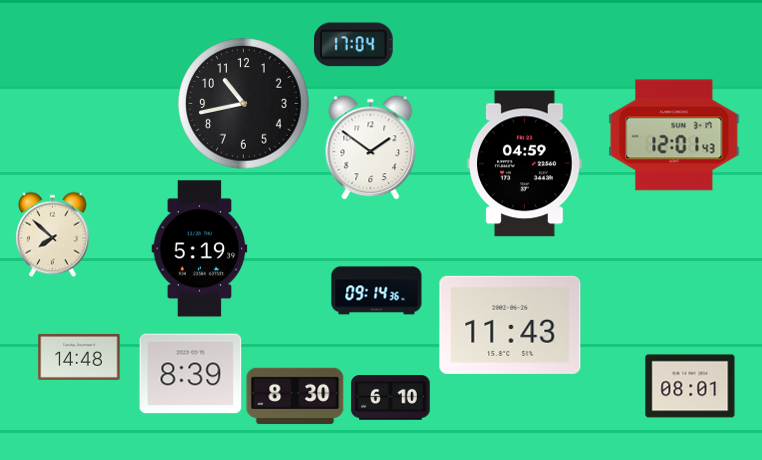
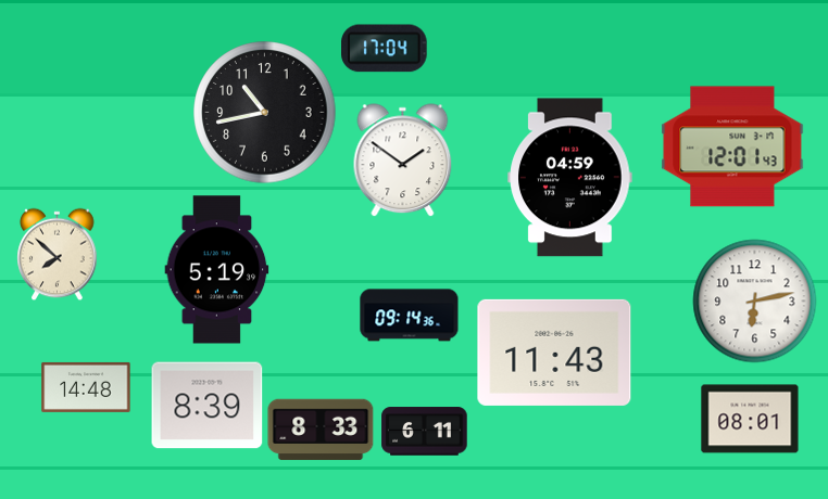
clock at (755, 302): none -> 6:13
clock at (295, 396): 8:30 -> 8:33
clock at (391, 398): 6:10 -> 6:11
